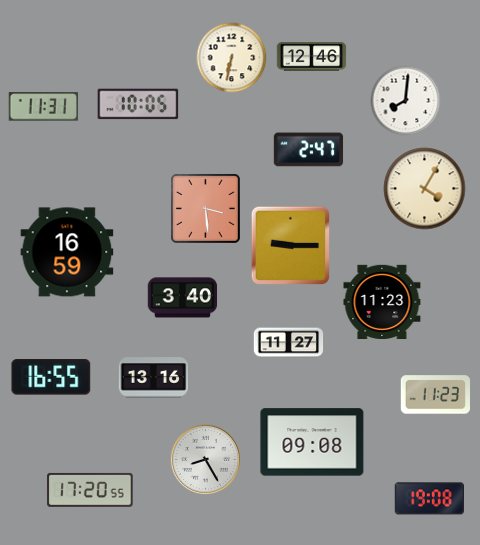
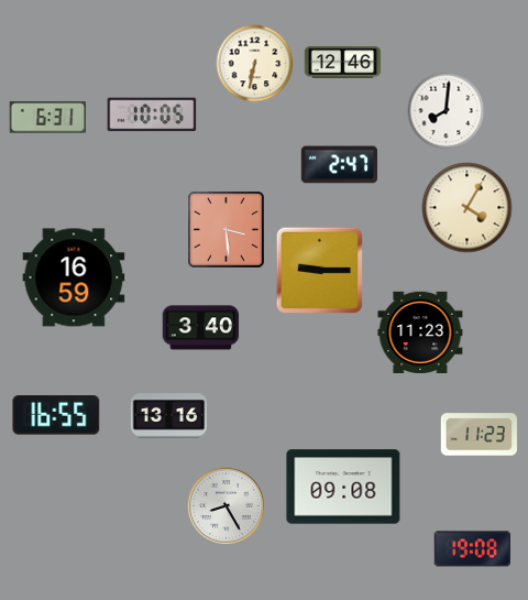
clock at (43, 107): 11:31 -> 6:31
clock at (289, 343): 11:27 -> none
clock at (90, 490): 17:20 -> none
